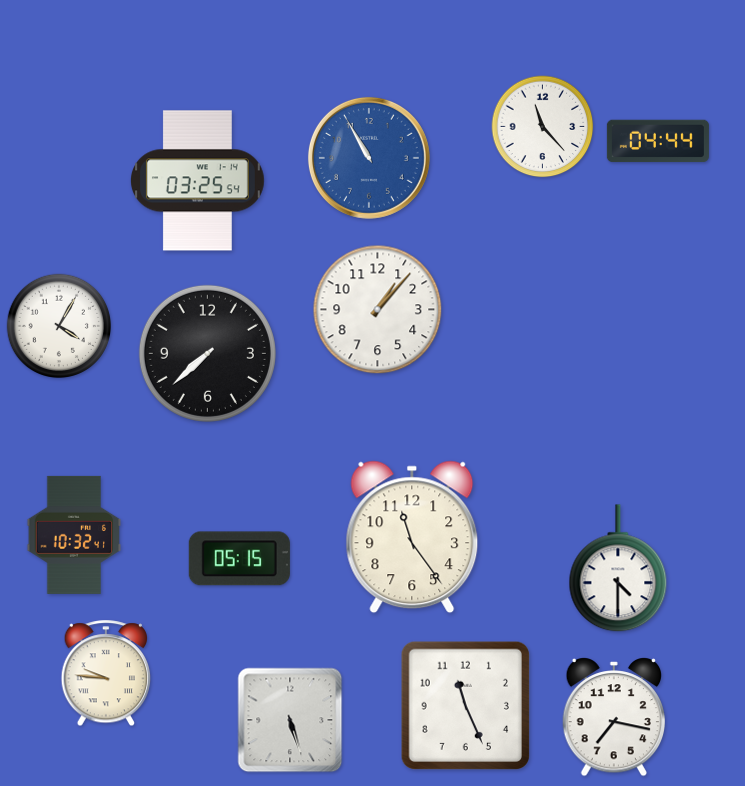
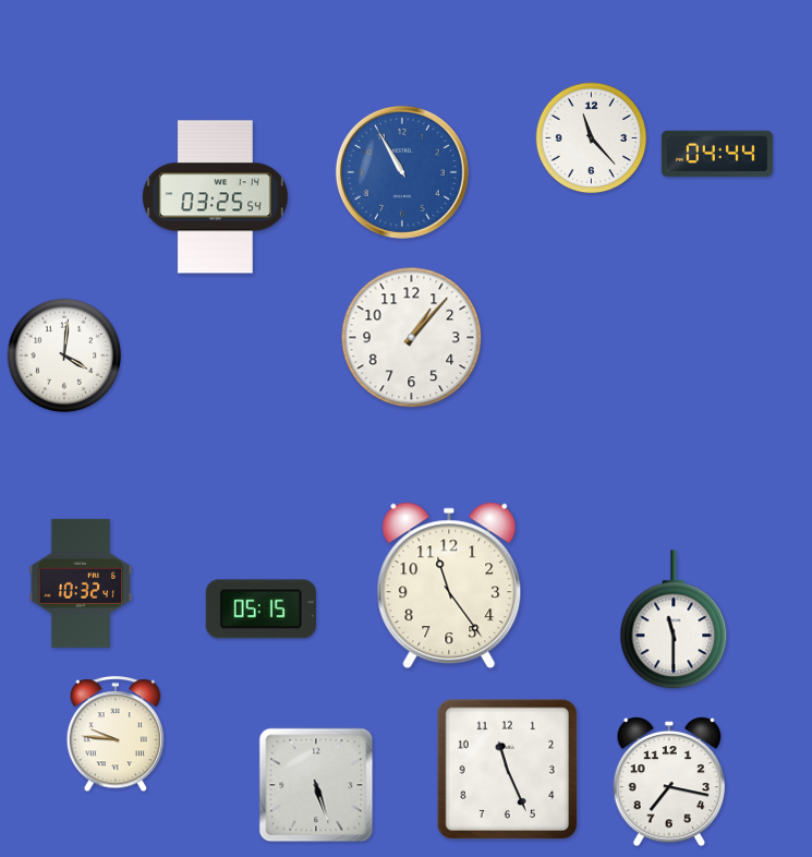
clock at (58, 325): 4:05 -> 4:01
clock at (207, 353): 7:38 -> none
clock at (618, 569): 4:30 -> 11:30
